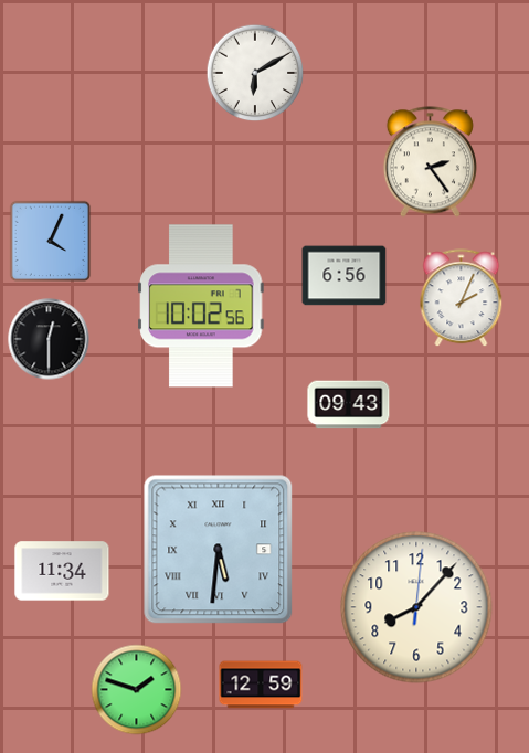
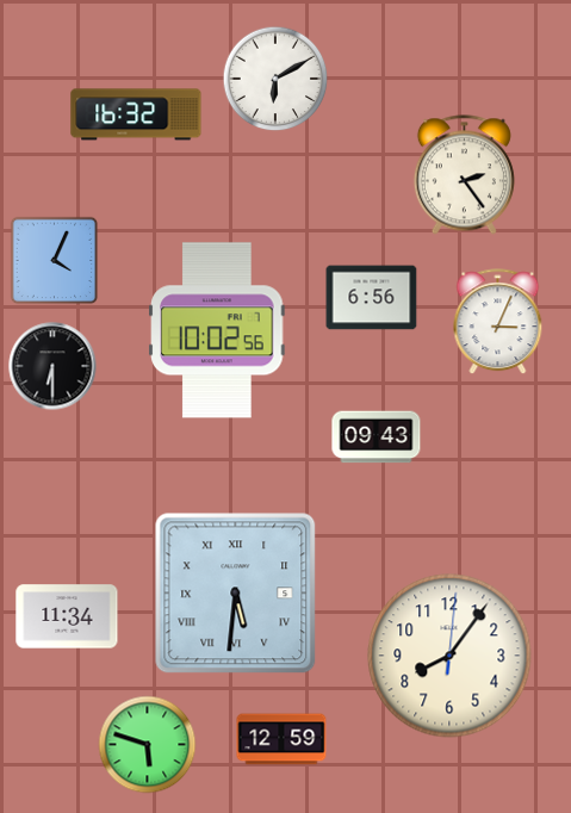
clock at (136, 114): none -> 16:32
clock at (462, 298): 2:04 -> 3:04
clock at (49, 339): 12:30 -> 6:30
clock at (416, 607): 8:07 -> 8:06
clock at (137, 690): 1:48 -> 5:48
